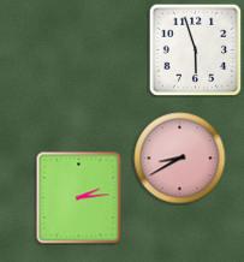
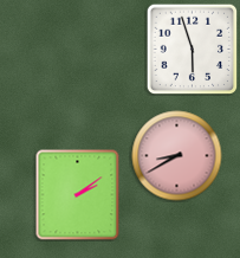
clock at (79, 198): 2:14 -> 2:09
